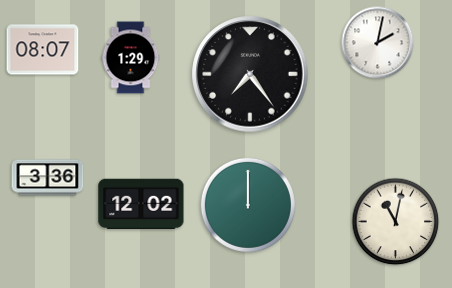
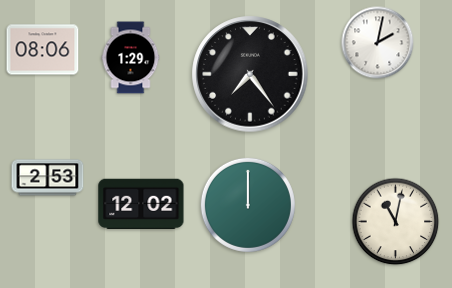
clock at (43, 50): 08:07 -> 08:06
clock at (48, 178): 3:36 -> 2:53
